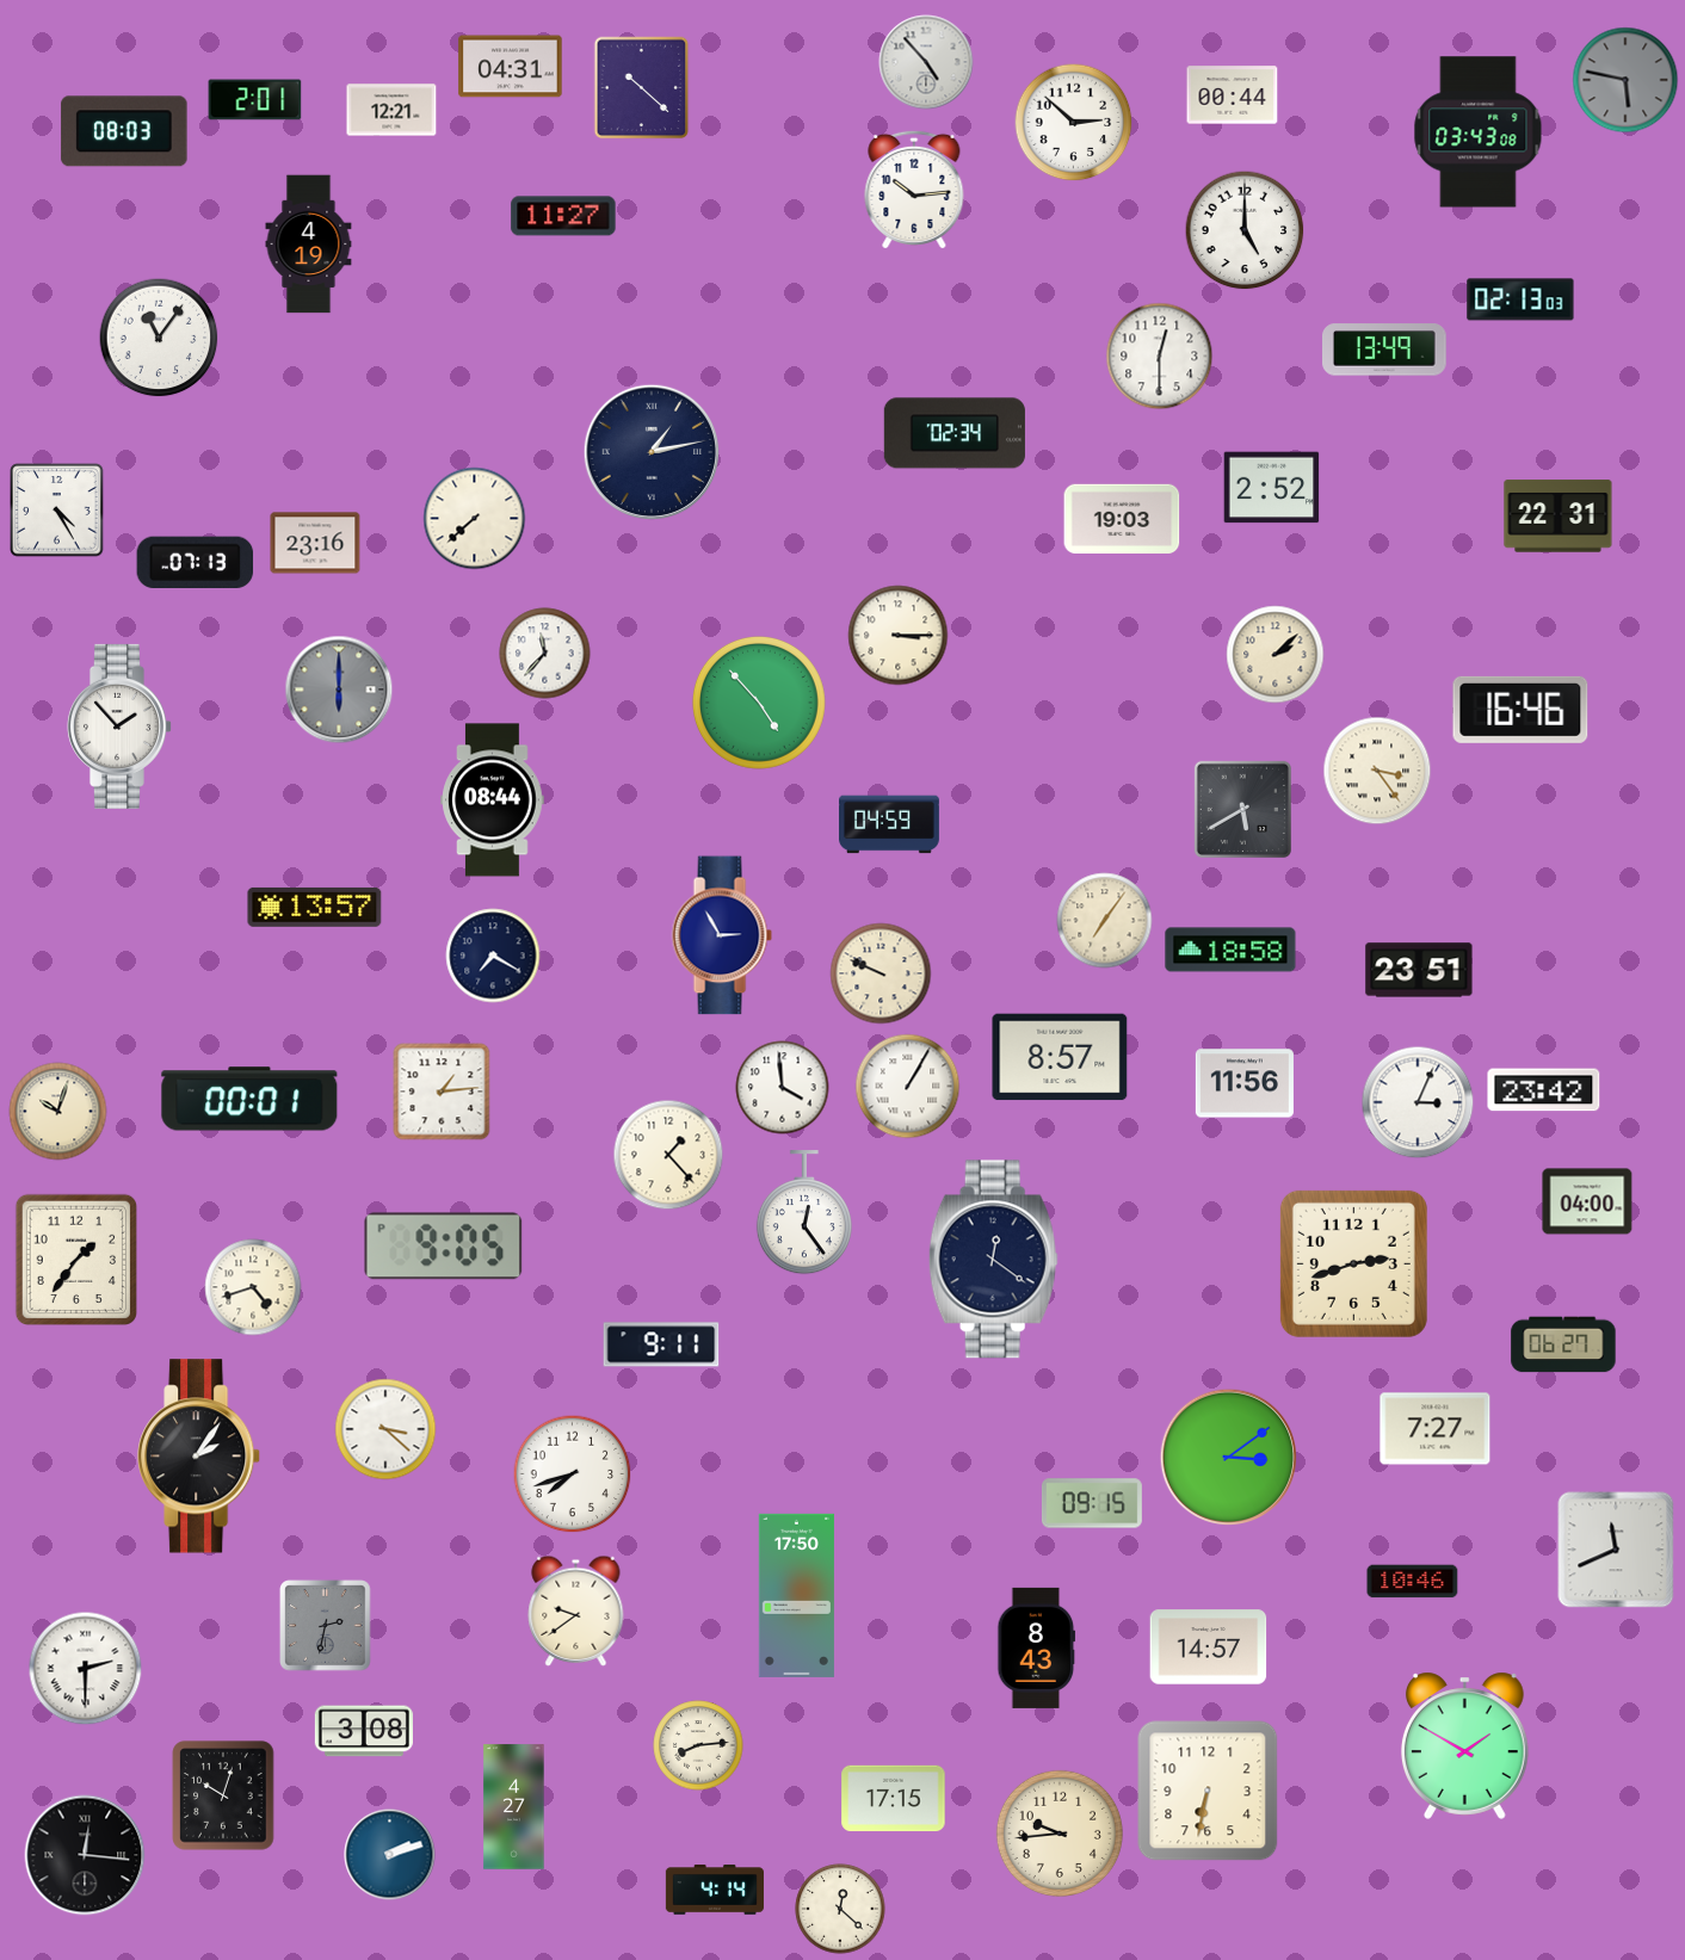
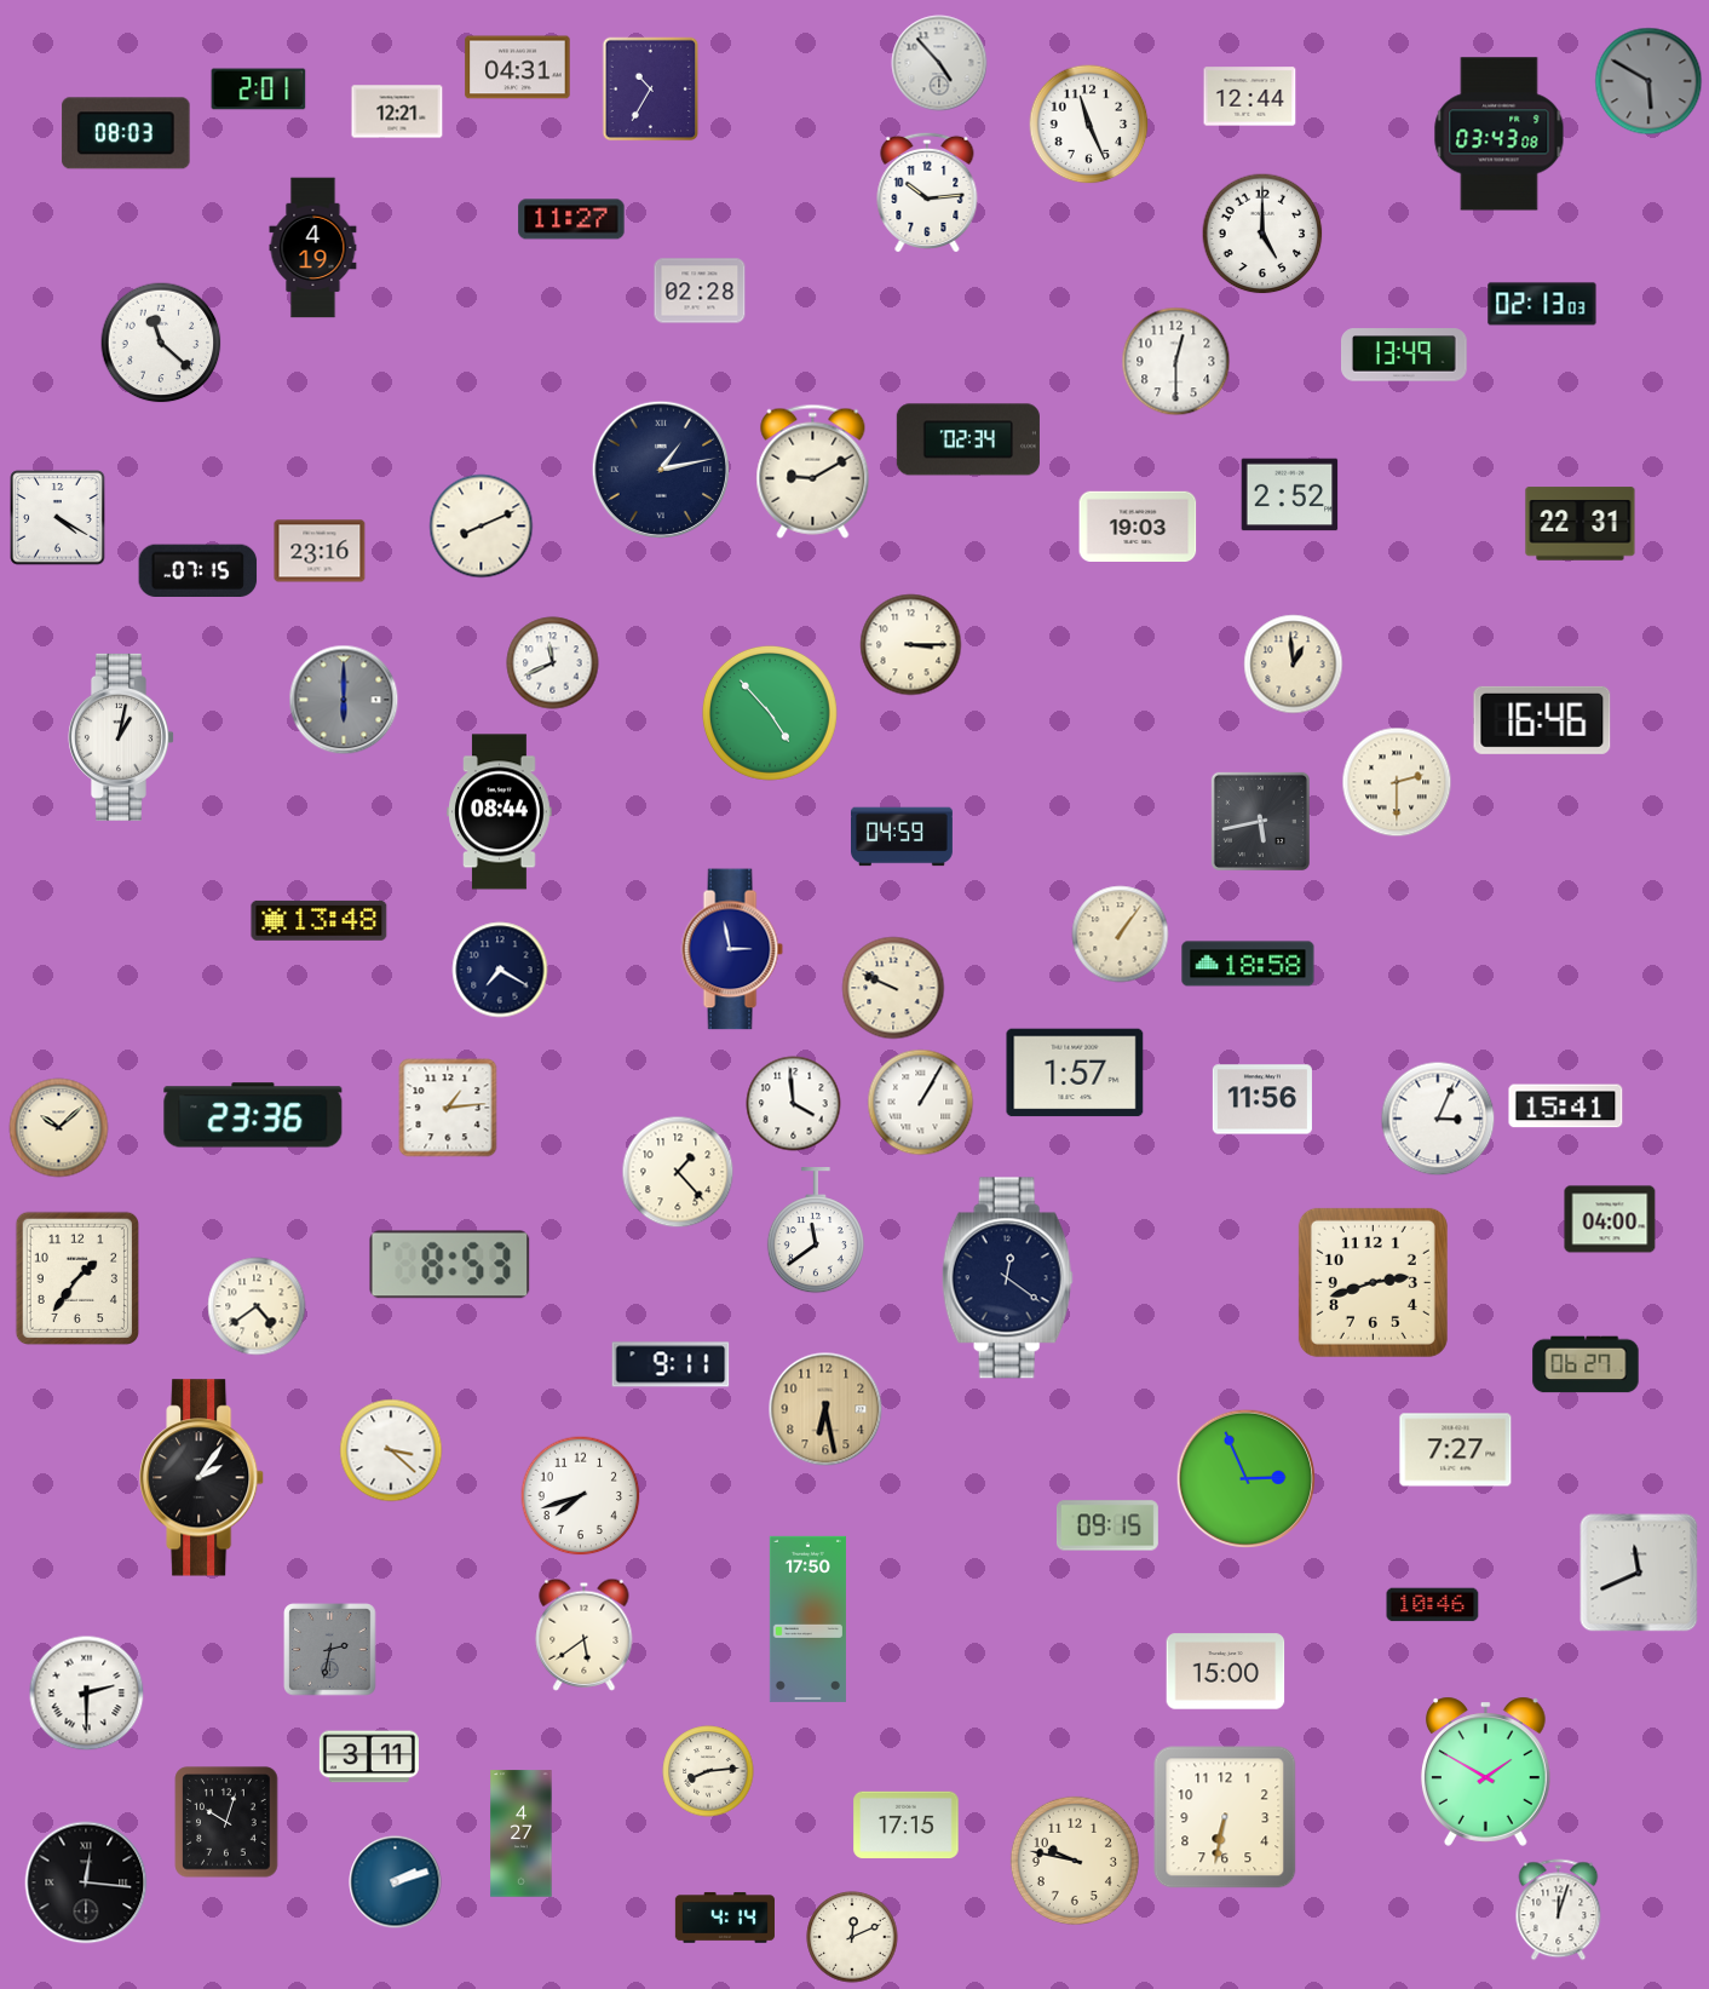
clock at (1625, 80): 5:47 -> 5:50
clock at (642, 88): 10:22 -> 10:35
clock at (1233, 95): 00:44 -> 12:44
clock at (255, 100) position: (255, 100) -> (259, 90)
clock at (1074, 123): 2:52 -> 11:26
clock at (700, 291): none -> 02:28
clock at (159, 338): 11:06 -> 11:22
clock at (652, 452) position: (652, 452) -> (661, 470)
clock at (813, 471): none -> 9:10
clock at (57, 511): 4:25 -> 4:20
clock at (475, 519): 7:38 -> 8:11
clock at (196, 562): 07:13 -> 07:15
clock at (545, 654): 11:37 -> 11:41
clock at (1276, 655): 2:08 -> 12:59
clock at (119, 727): 1:53 -> 1:02
clock at (1377, 771): 3:24 -> 2:30
clock at (1242, 809): 5:40 -> 5:43
clock at (315, 907): 13:57 -> 13:48
clock at (1105, 921): 7:06 -> 1:06
clock at (722, 935): 2:55 -> 2:58
clock at (1419, 970): 23:51 -> none
clock at (1060, 1057): 8:57 -> 1:57
clock at (1544, 1090): 23:42 -> 15:41
clock at (249, 1099): 00:01 -> 23:36
clock at (58, 1112): 10:03 -> 10:08
clock at (804, 1213): 12:24 -> 11:39
clock at (444, 1247): 9:05 -> 8:53
clock at (253, 1287): 4:42 -> 4:39
clock at (825, 1409): none -> 6:28
clock at (1228, 1457): 3:09 -> 2:56
clock at (576, 1610): 9:39 -> 5:39
clock at (1037, 1647): 8:43 -> none
clock at (1209, 1647): 14:57 -> 15:00
clock at (364, 1731): 3:08 -> 3:11
clock at (1060, 1834): 9:44 -> 9:47
clock at (1559, 1910): none -> 12:03
clock at (840, 1909): 12:22 -> 12:11
